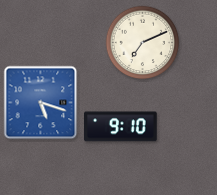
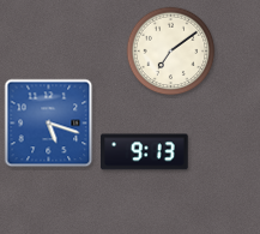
clock at (143, 43): 7:11 -> 7:09
clock at (121, 127): 9:10 -> 9:13
